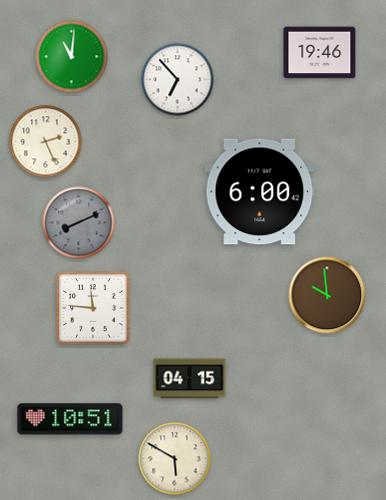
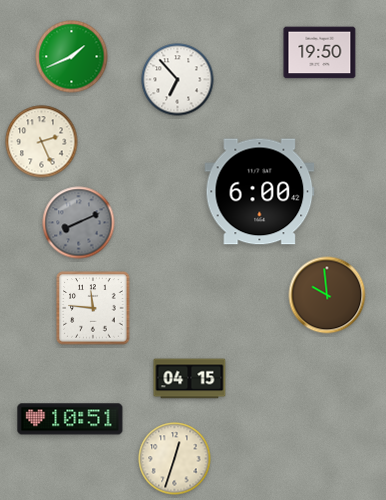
clock at (320, 53): 19:46 -> 19:50
clock at (72, 57): 11:01 -> 1:41
clock at (46, 142) position: (46, 142) -> (42, 142)
clock at (175, 459): 5:50 -> 12:33
